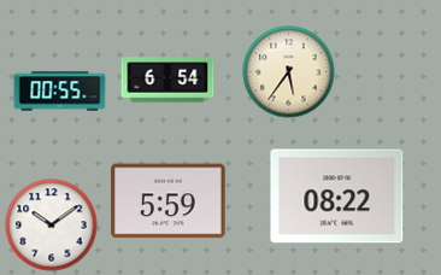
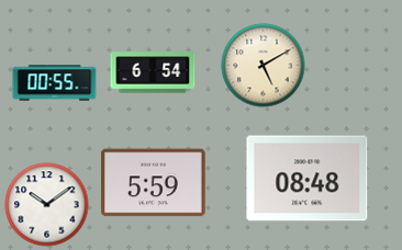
clock at (289, 72): 5:36 -> 5:10
clock at (337, 197): 08:22 -> 08:48
